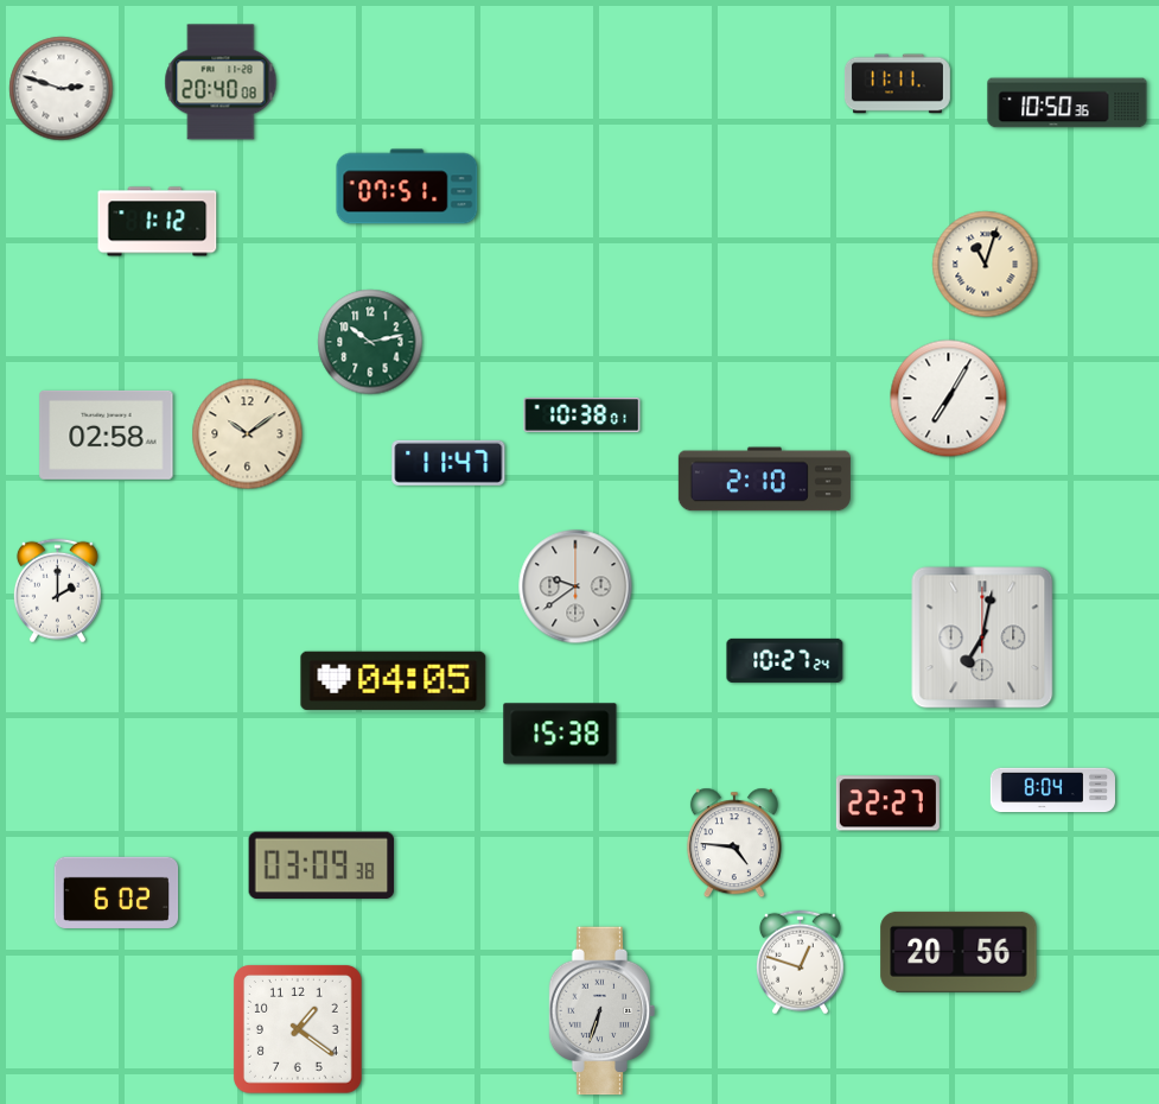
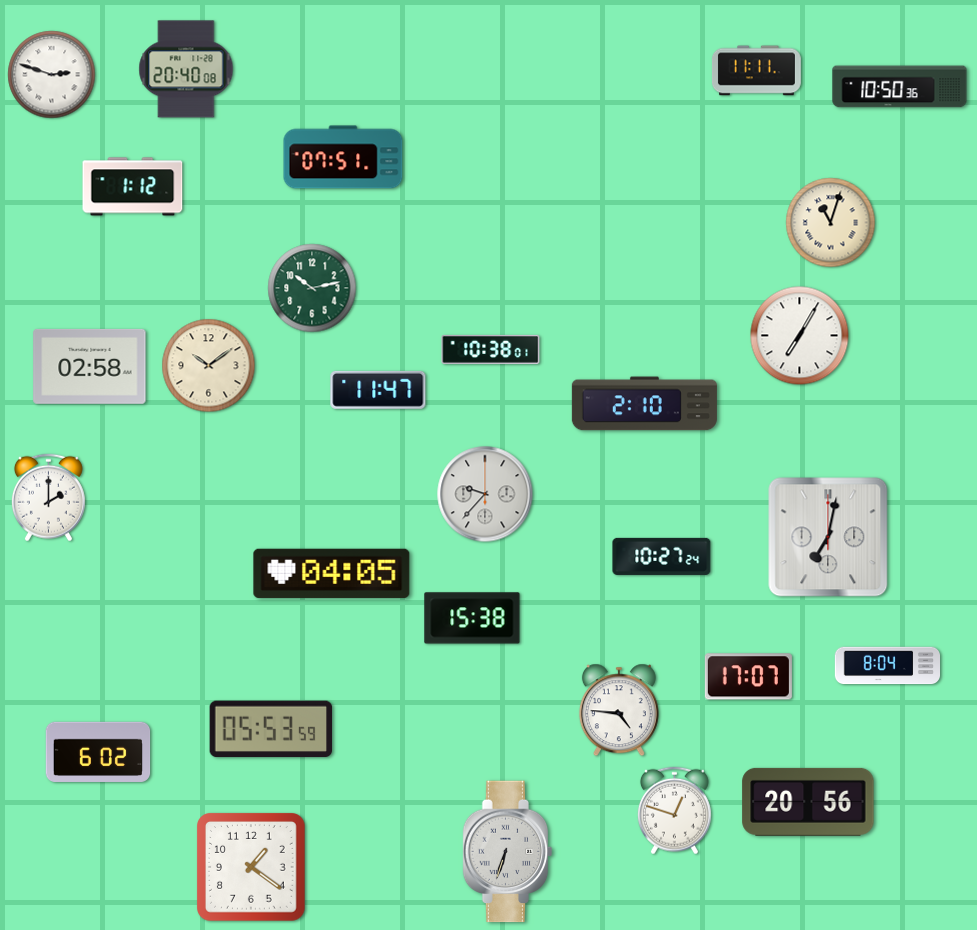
clock at (575, 586): 9:39 -> 9:37
clock at (887, 804): 22:27 -> 17:07
clock at (321, 865): 03:09 -> 05:53
